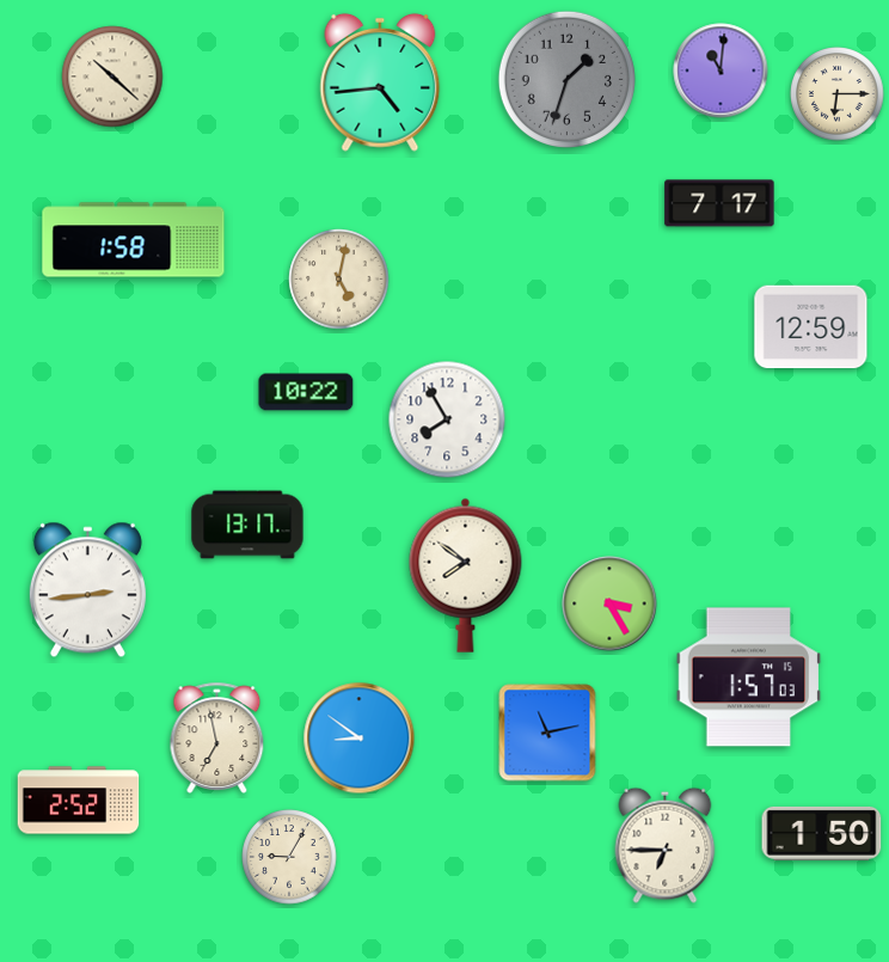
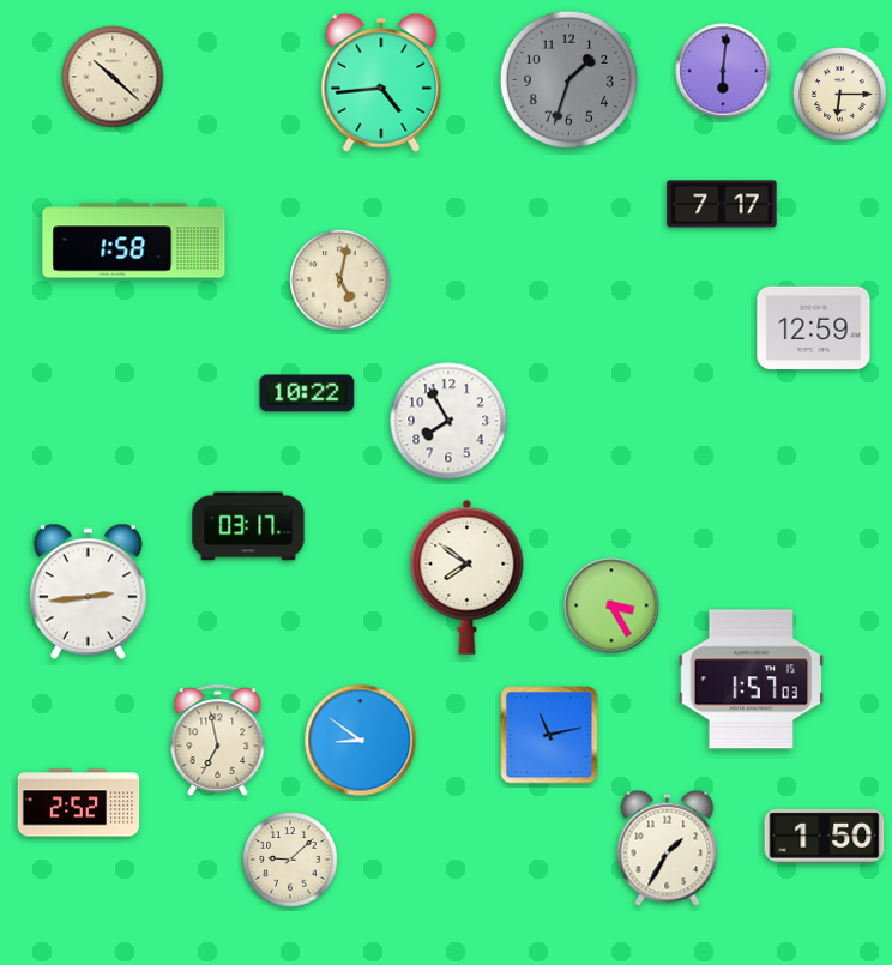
clock at (721, 71): 11:01 -> 6:01
clock at (247, 525): 13:17 -> 03:17
clock at (666, 845): 6:45 -> 1:35
clock at (289, 857): 9:05 -> 9:08
